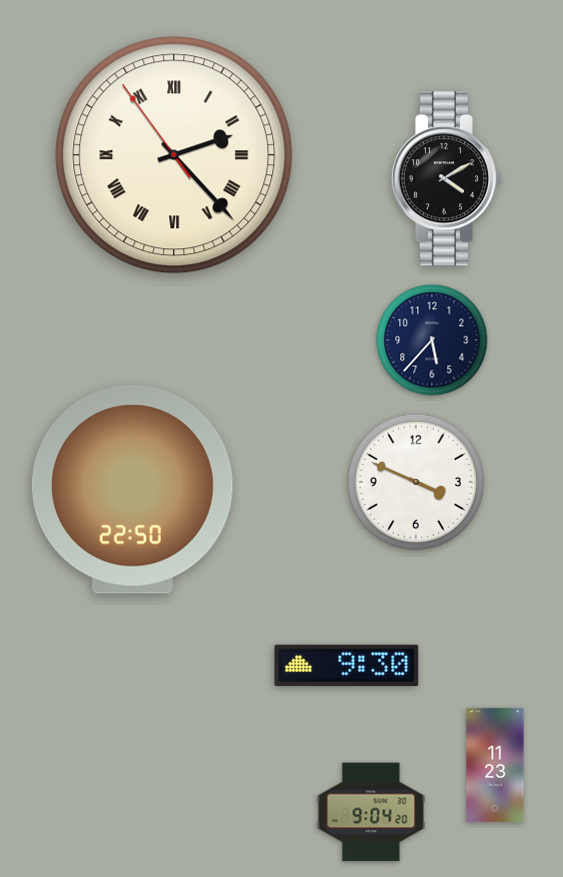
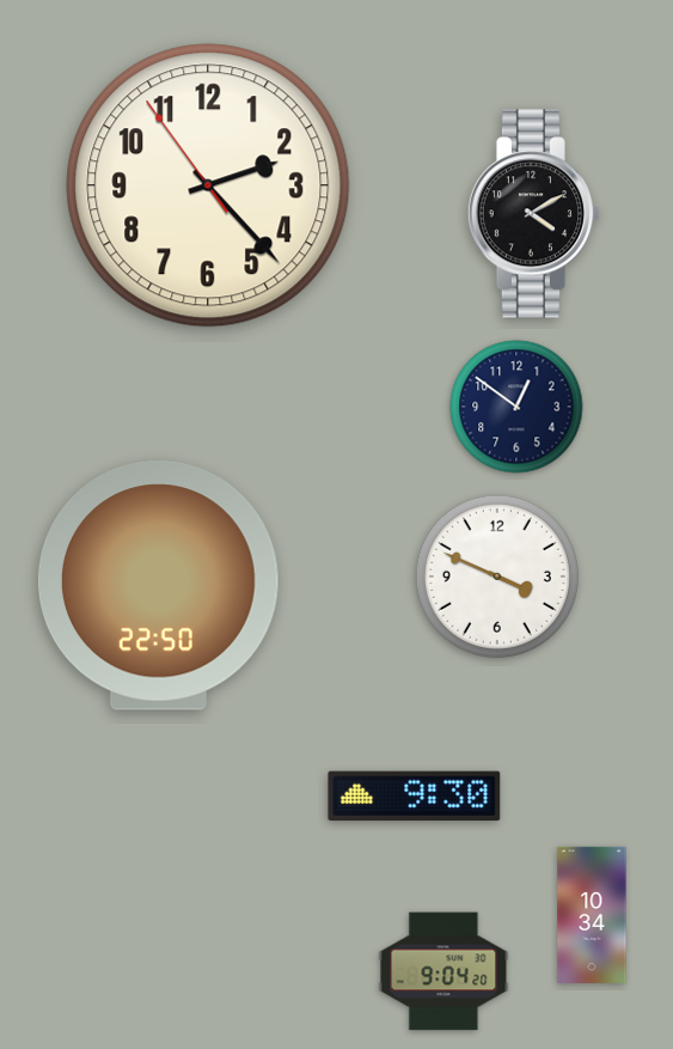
clock at (174, 155) numerals: Roman -> Arabic
clock at (432, 340): 5:37 -> 12:51
clock at (495, 765): 11:23 -> 10:34
